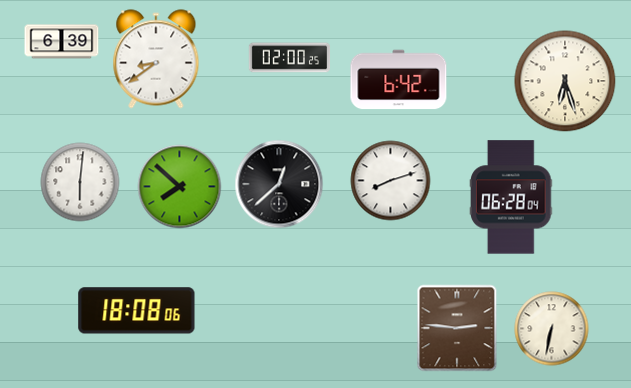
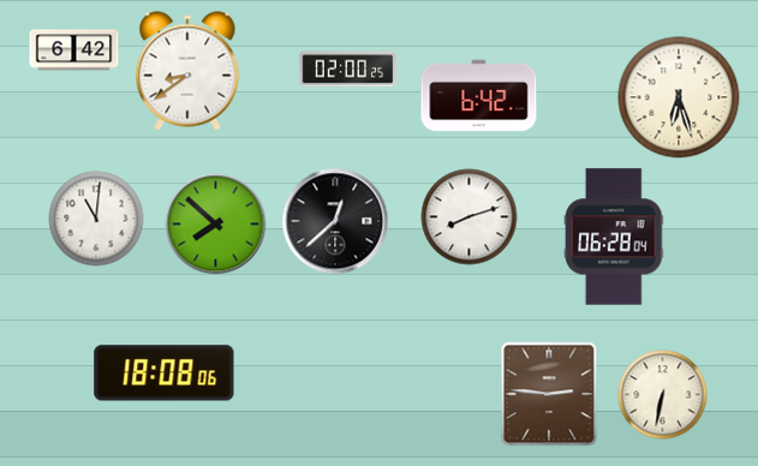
clock at (62, 42): 6:39 -> 6:42
clock at (80, 182): 6:01 -> 11:01
